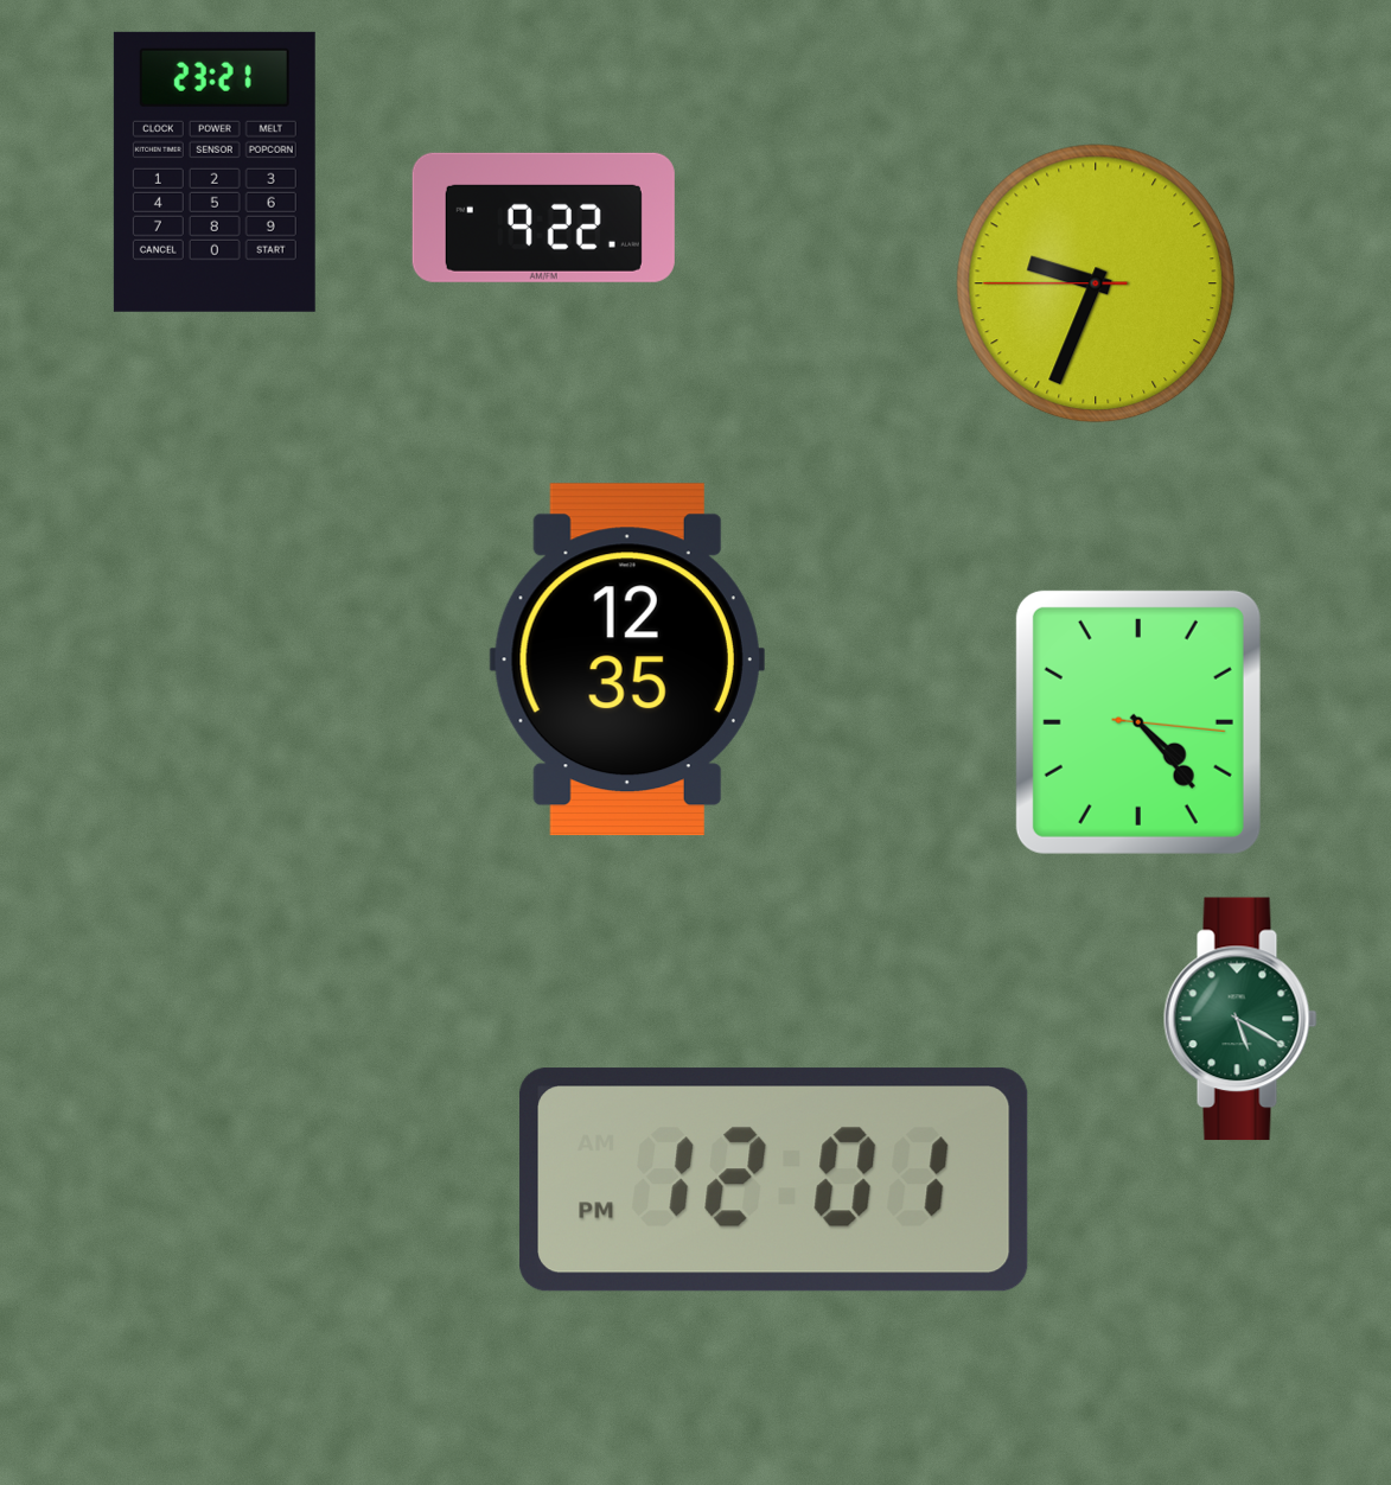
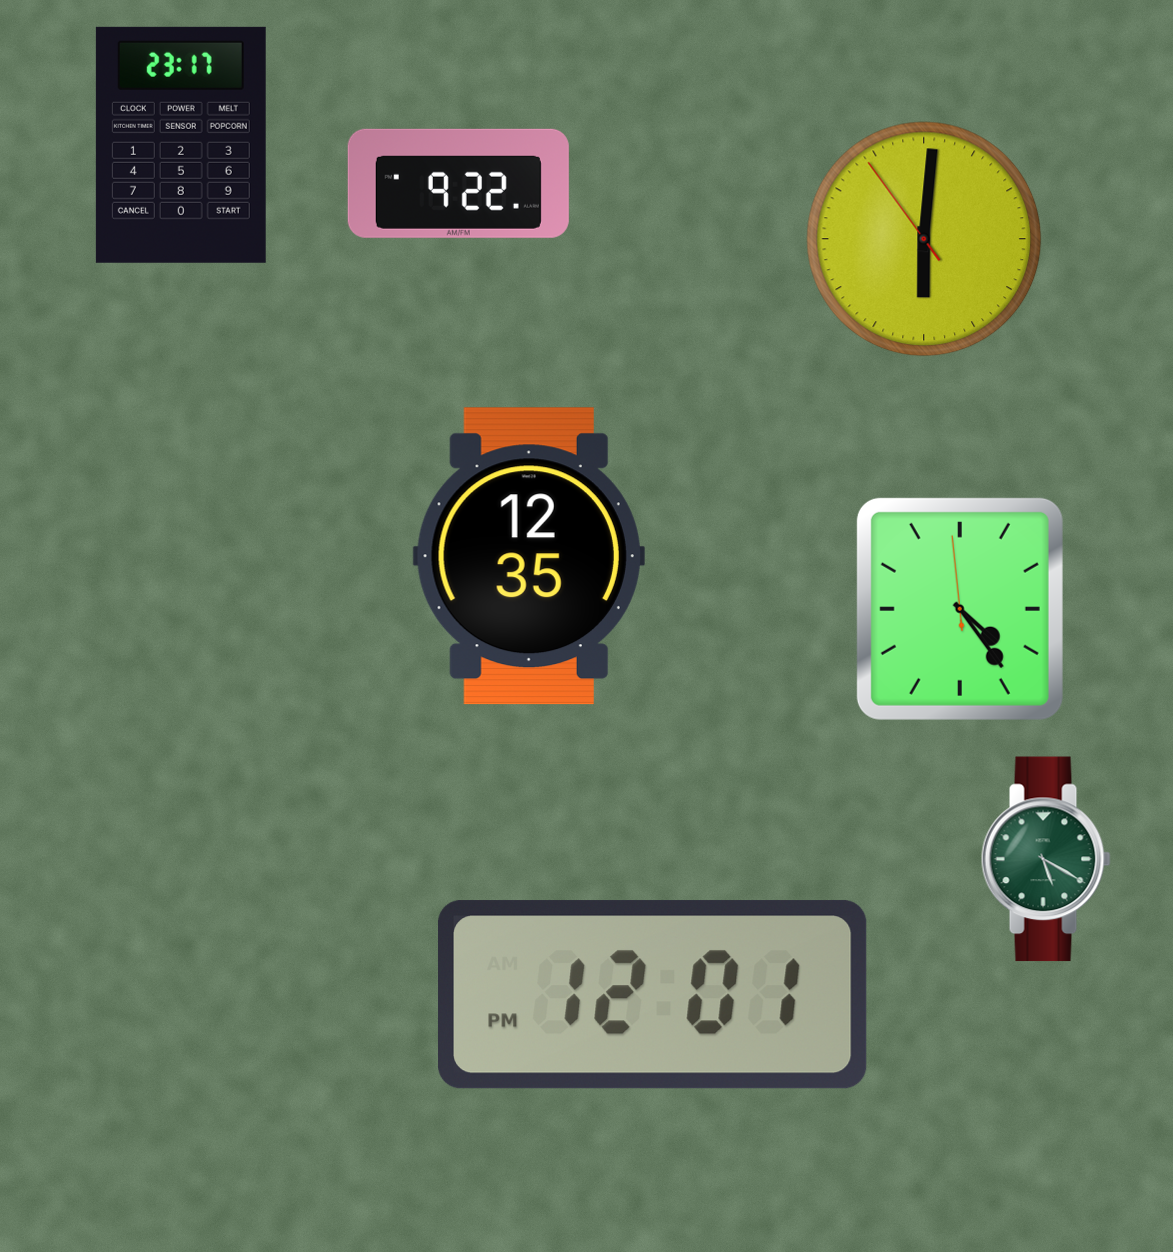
clock at (215, 172): 23:21 -> 23:17
clock at (1096, 283): 9:33 -> 6:00
clock at (1138, 722): 4:23:16 -> 4:23:59
